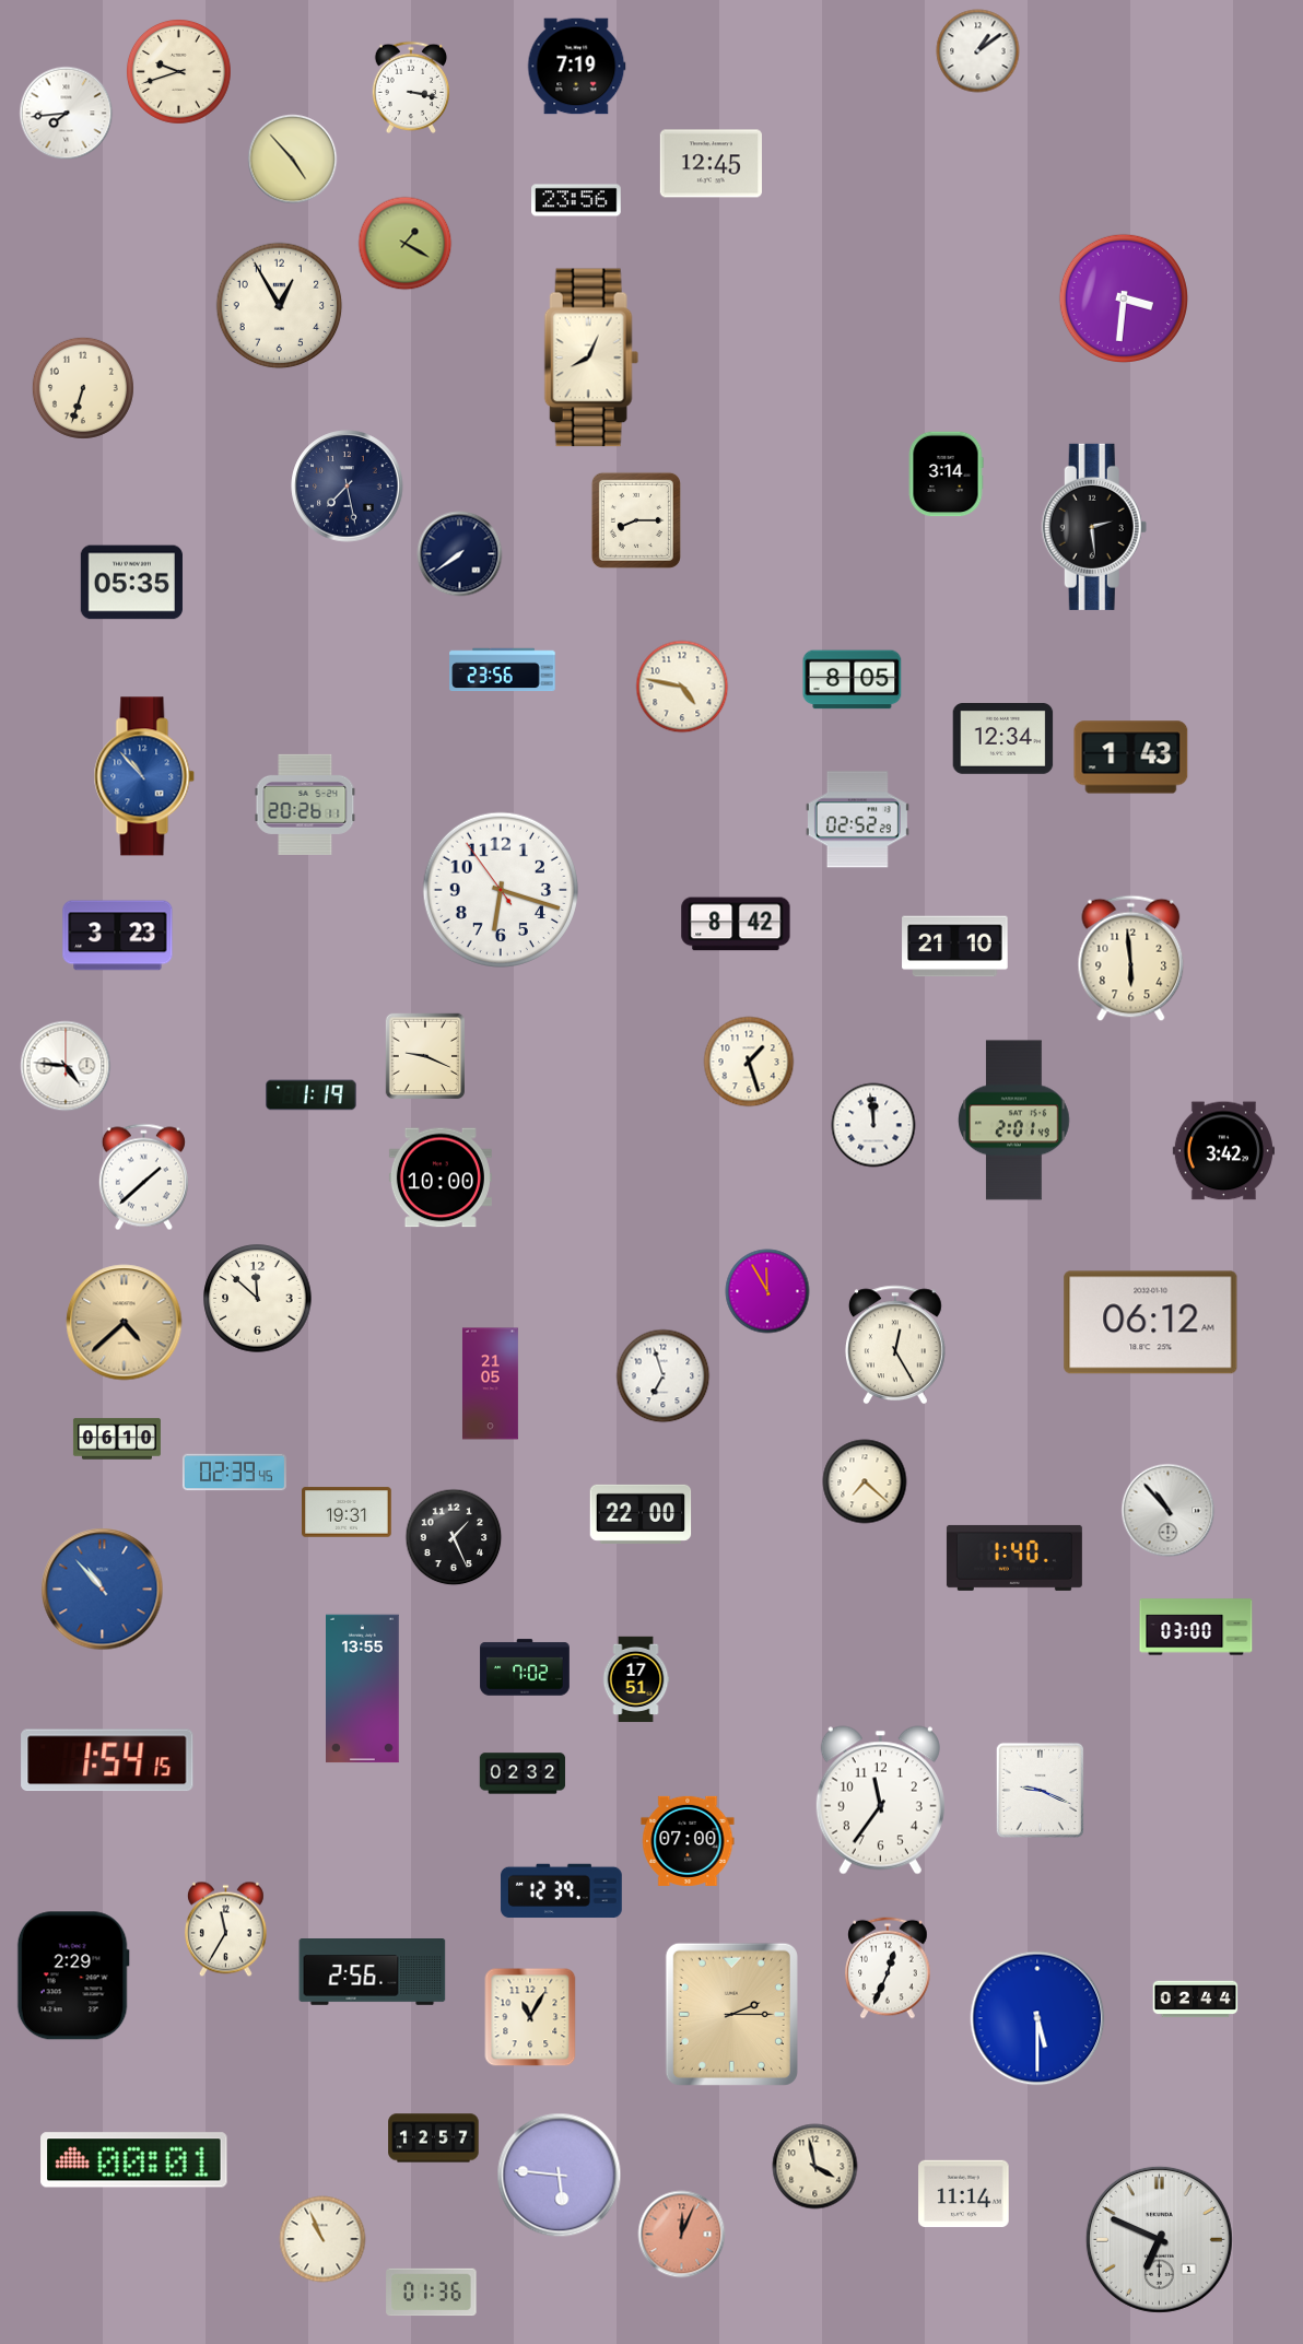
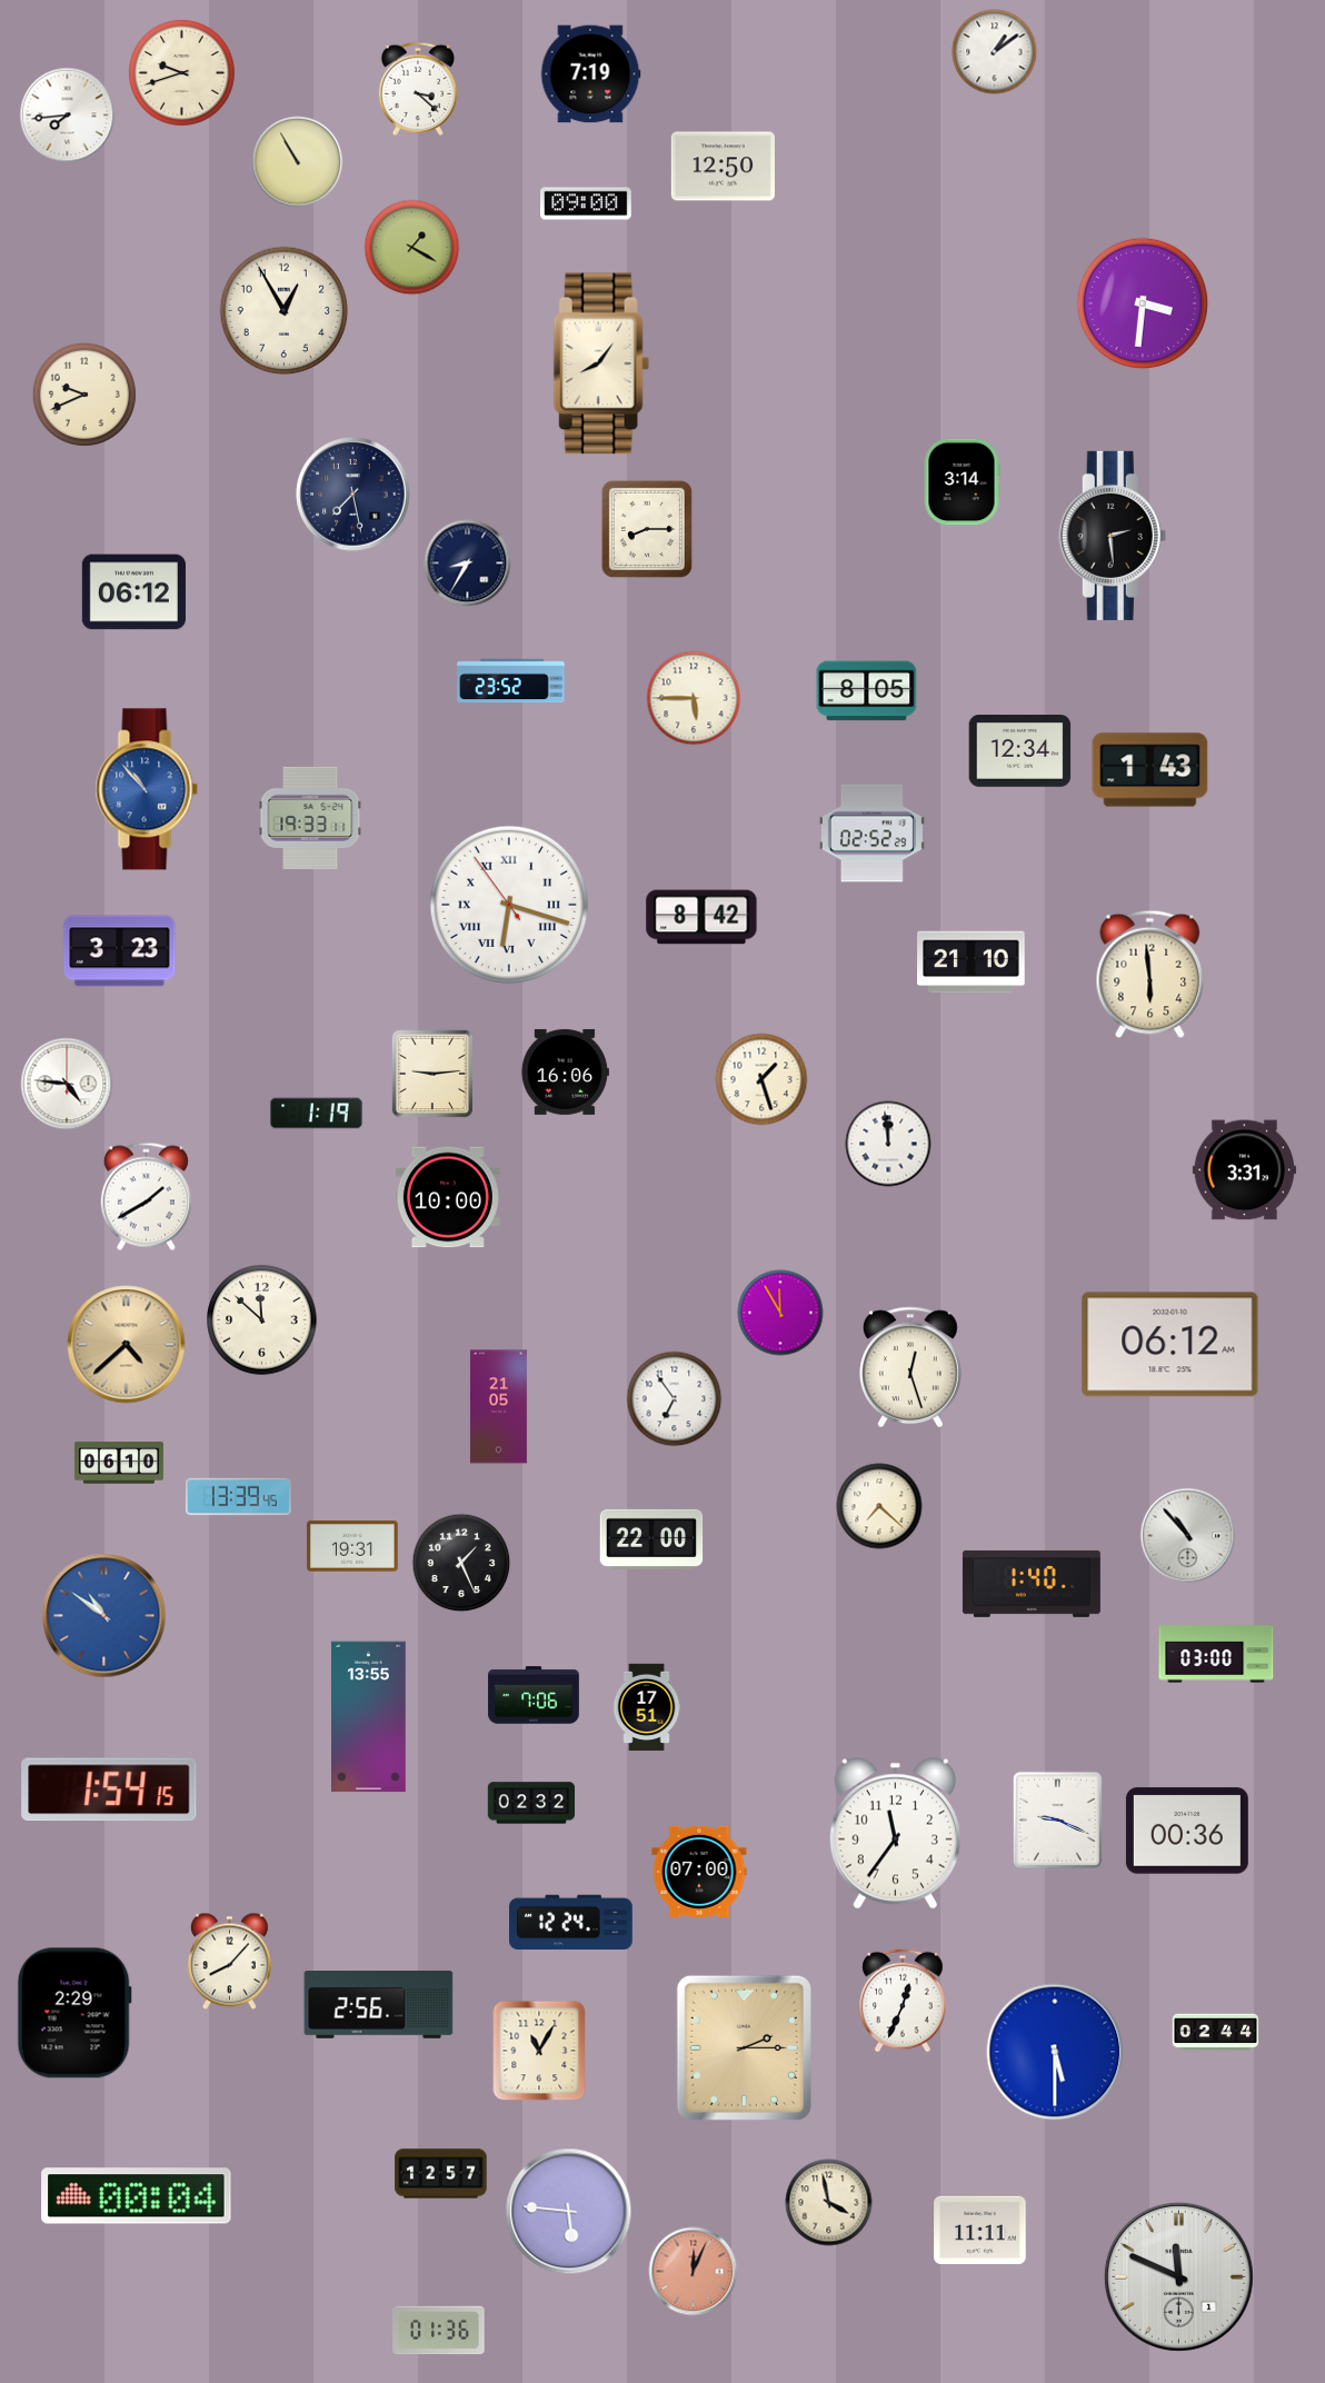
clock at (576, 67) position: (576, 67) -> (590, 74)
clock at (411, 87): 3:17 -> 3:22
clock at (293, 160): 4:53 -> 10:55
clock at (711, 164): 12:45 -> 12:50
clock at (576, 200): 23:56 -> 09:00
clock at (591, 358): 8:04 -> 8:06
clock at (83, 388): 6:33 -> 9:41
clock at (460, 554): 7:39 -> 8:35
clock at (131, 583): 05:35 -> 06:12
clock at (503, 670): 23:56 -> 23:52
clock at (682, 687): 4:47 -> 5:45
clock at (305, 805): 20:26 -> 19:33
clock at (500, 889) numerals: Arabic -> Roman
clock at (736, 924) position: (736, 924) -> (701, 917)
clock at (565, 1071): none -> 16:06
clock at (424, 1056): 9:19 -> 9:14
clock at (1014, 1121): 2:01 -> none
clock at (1223, 1151): 3:42 -> 3:31
clock at (143, 1177): 1:38 -> 1:40
clock at (895, 1345): 12:25 -> 12:27
clock at (664, 1376): 6:57 -> 6:54
clock at (234, 1473): 02:39 -> 13:39
clock at (347, 1512) position: (347, 1512) -> (352, 1546)
clock at (103, 1590): 10:53 -> 10:51
clock at (525, 1667): 7:02 -> 7:06
clock at (880, 1801) position: (880, 1801) -> (895, 1834)
clock at (1187, 1831): none -> 00:36
clock at (562, 1891): 12:39 -> 12:24
clock at (225, 1930): 11:35 -> 8:07
clock at (73, 1976) position: (73, 1976) -> (74, 2013)
clock at (134, 2160): 00:01 -> 00:04
clock at (964, 2194): 11:14 -> 11:11
clock at (322, 2239): 10:56 -> none
clock at (1159, 2239): 6:49 -> 11:49
